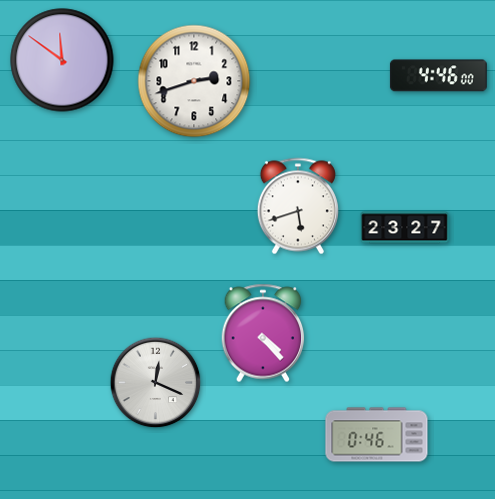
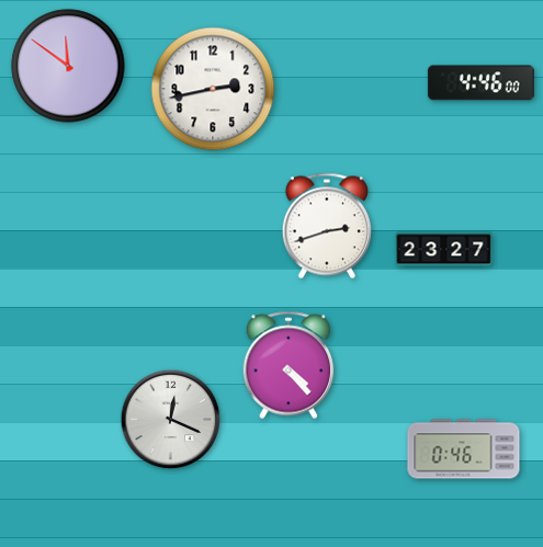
clock at (194, 81): 2:42 -> 2:43
clock at (298, 206): 5:42 -> 2:42
clock at (377, 435) position: (377, 435) -> (464, 449)
